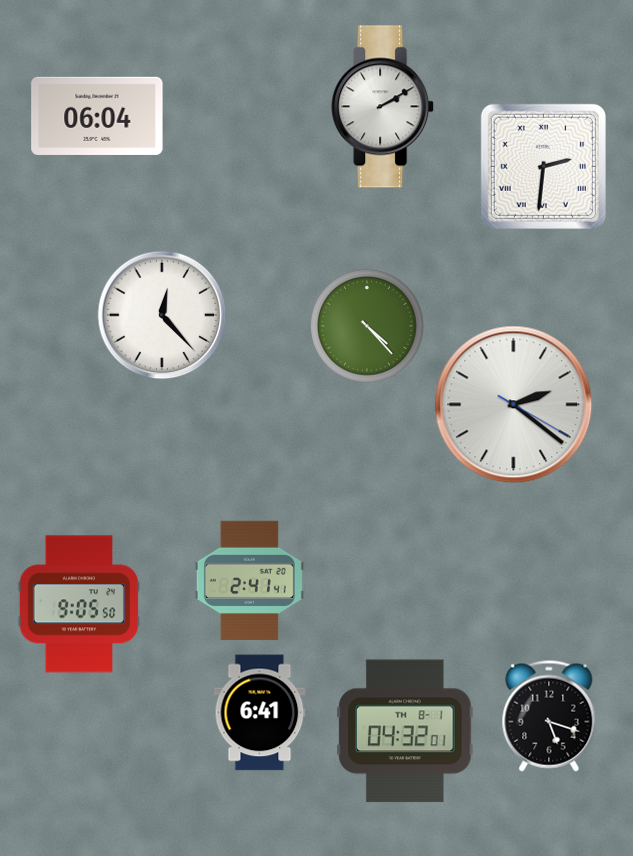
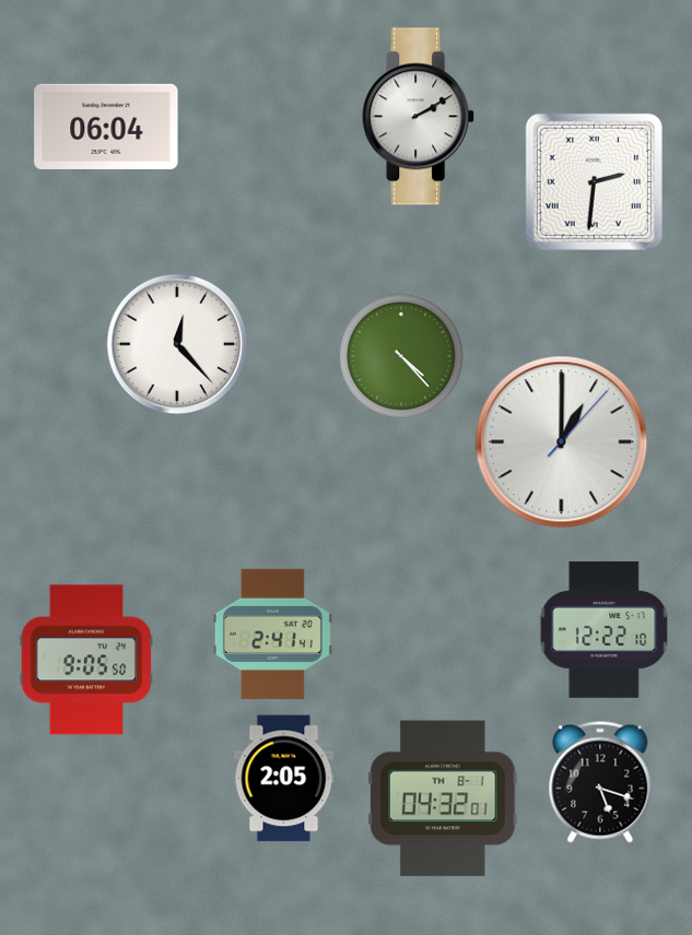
clock at (514, 405): 2:21 -> 1:00
clock at (605, 629): none -> 12:22
clock at (260, 713): 6:41 -> 2:05
